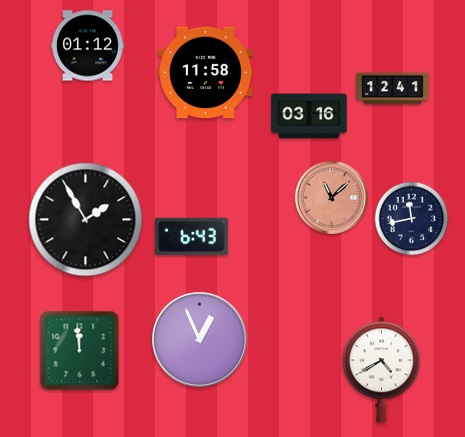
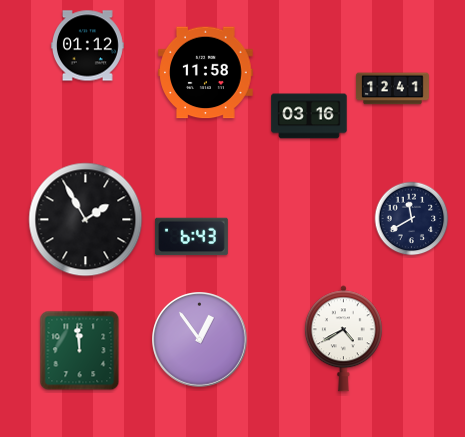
clock at (331, 197): 11:08 -> none
clock at (412, 219): 11:43 -> 11:40
clock at (200, 340): 12:56 -> 12:54
clock at (381, 370) position: (381, 370) -> (343, 339)
